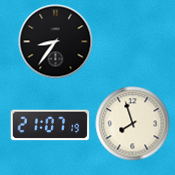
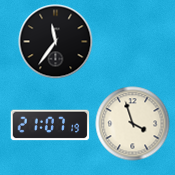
clock at (56, 42): 8:36 -> 11:36
clock at (133, 124): 7:57 -> 3:57
